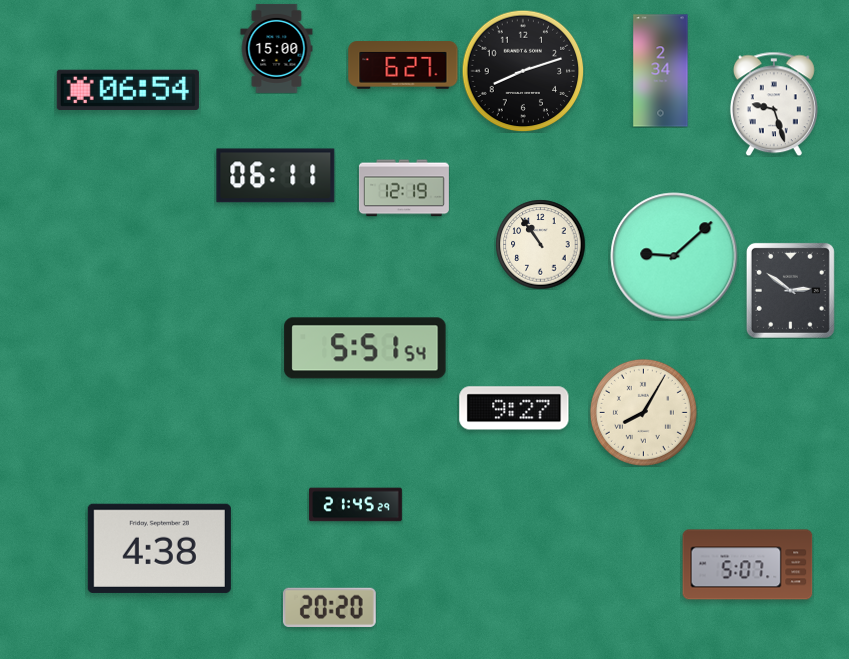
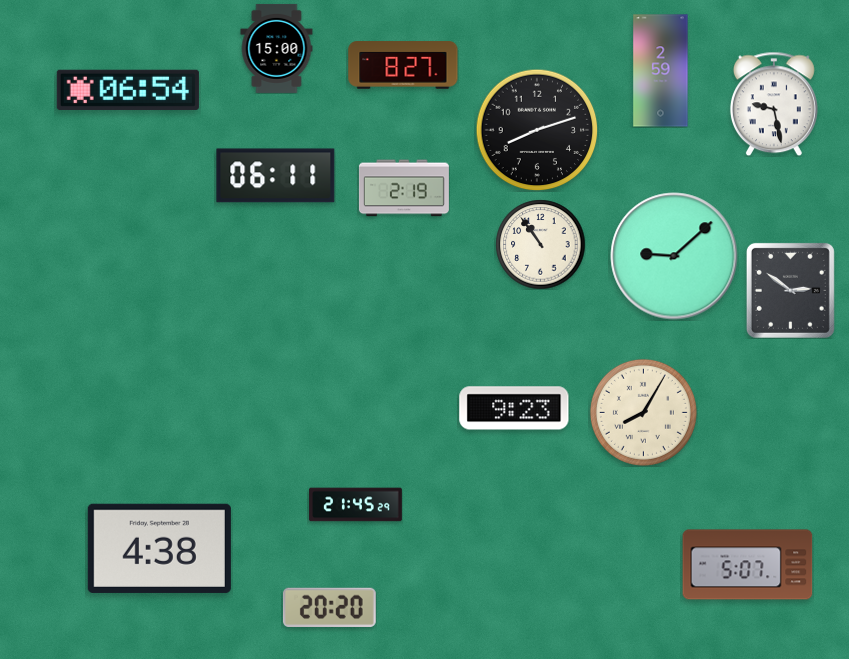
clock at (403, 65): 6:27 -> 8:27
clock at (523, 71) position: (523, 71) -> (537, 130)
clock at (661, 71): 2:34 -> 2:59
clock at (774, 104): 9:27 -> 9:28
clock at (404, 188): 12:19 -> 2:19
clock at (365, 348): 5:51 -> none
clock at (514, 408): 9:27 -> 9:23
